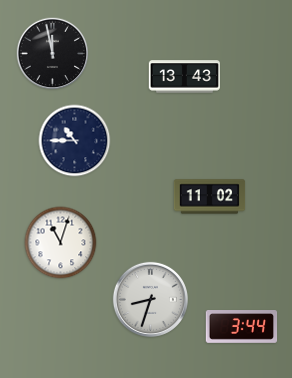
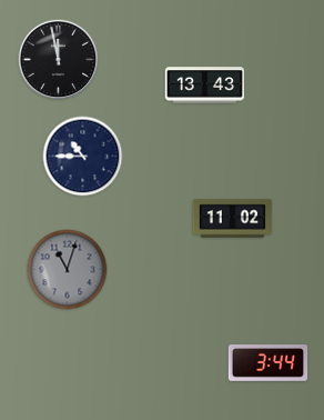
clock at (61, 243) dial: white -> grey
clock at (150, 299): 8:33 -> none
